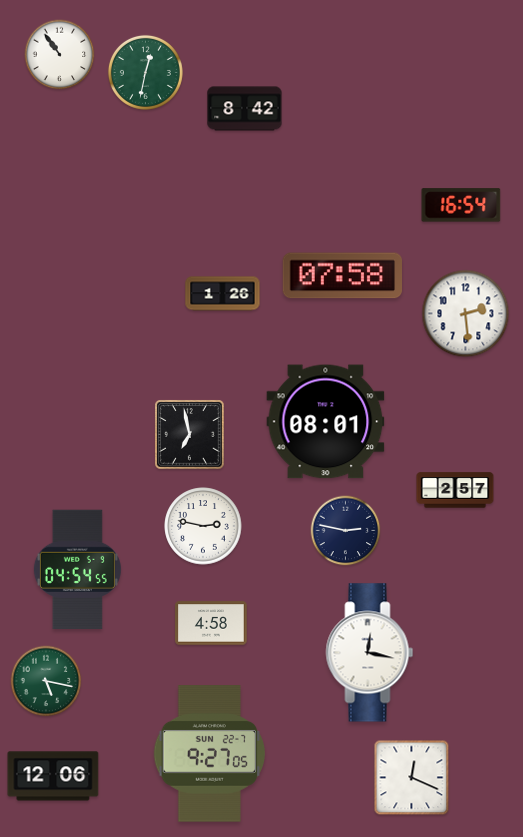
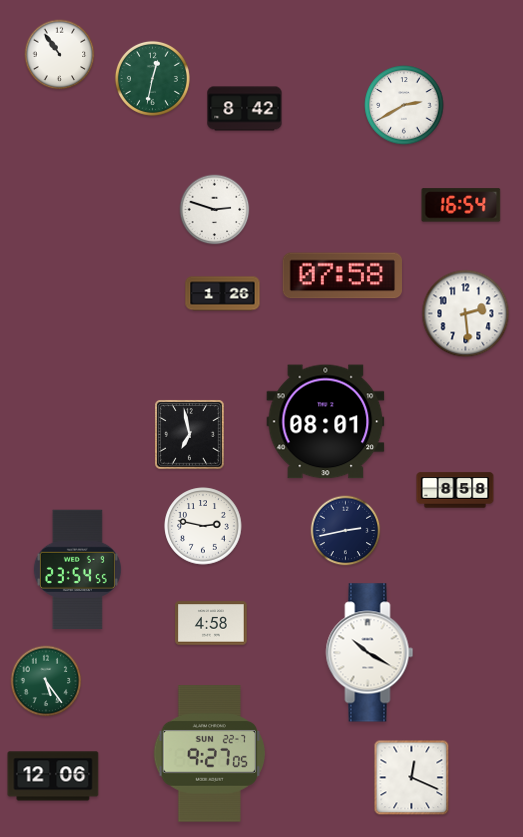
clock at (145, 72) position: (145, 72) -> (152, 78)
clock at (404, 105): none -> 2:40
clock at (215, 210): none -> 2:48
clock at (455, 490): 2:57 -> 8:58
clock at (346, 531): 2:47 -> 2:43
clock at (77, 570): 04:54 -> 23:54
clock at (370, 653): 12:17 -> 10:20
clock at (46, 681): 5:17 -> 5:24
